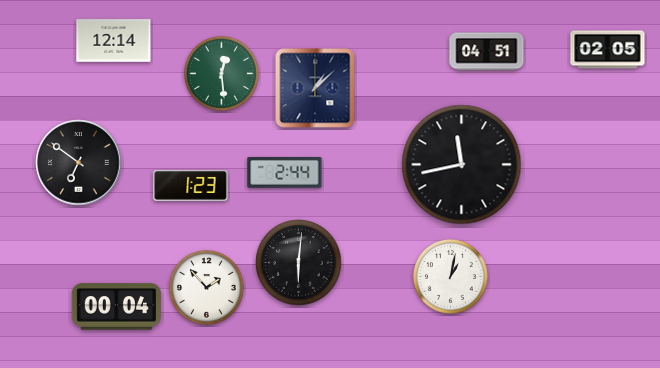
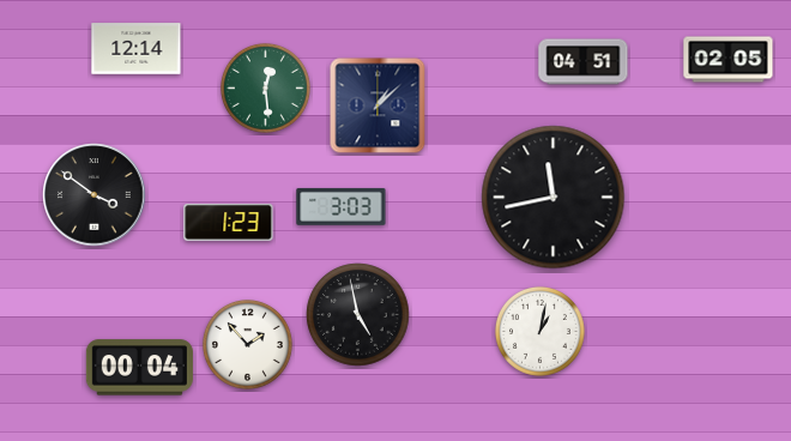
clock at (79, 163): 6:51 -> 3:51
clock at (285, 173): 2:44 -> 3:03
clock at (299, 263): 6:01 -> 4:58
